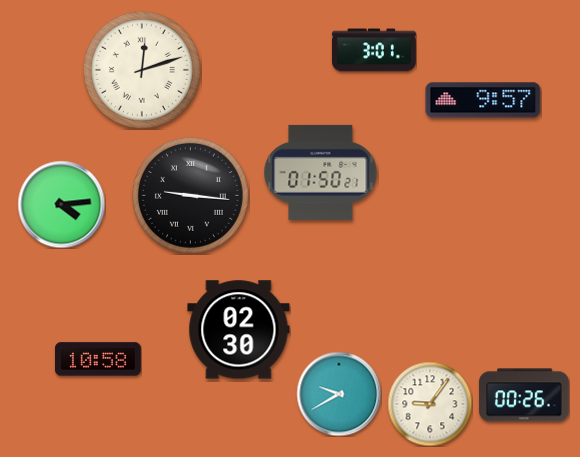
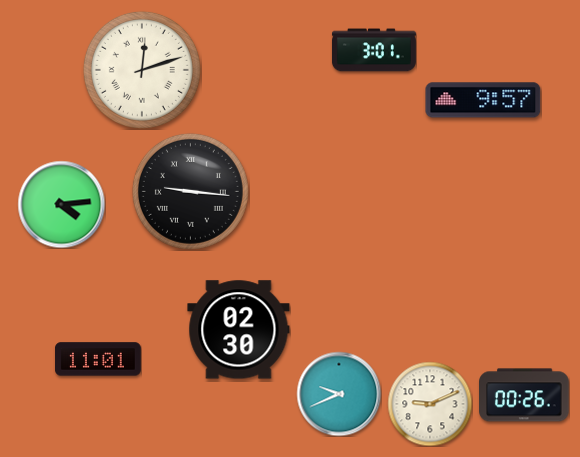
clock at (321, 172): 01:50 -> none
clock at (190, 195) position: (190, 195) -> (190, 191)
clock at (99, 359): 10:58 -> 11:01
clock at (339, 394): 9:40 -> 9:41
clock at (430, 404): 9:06 -> 9:11
